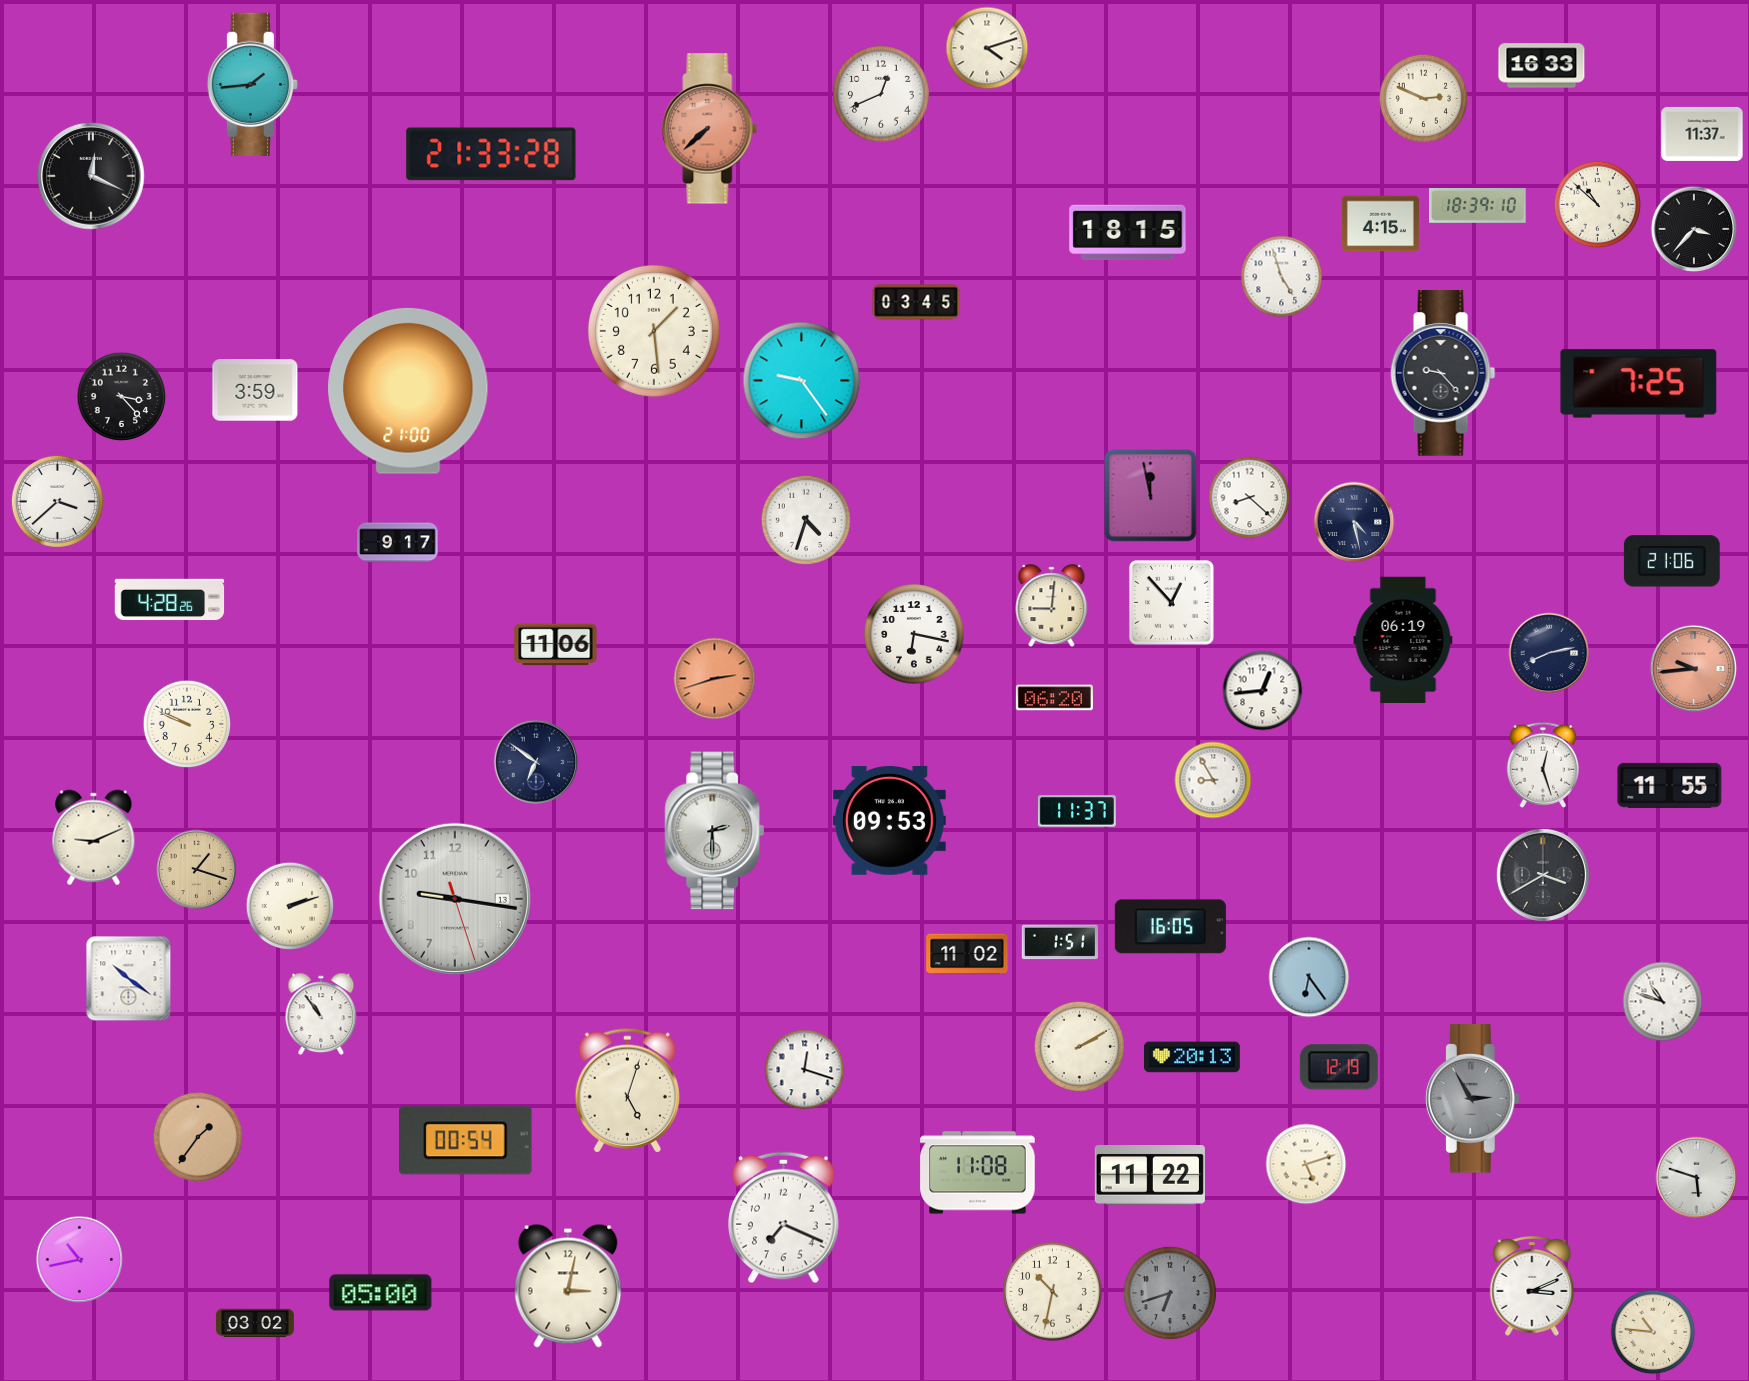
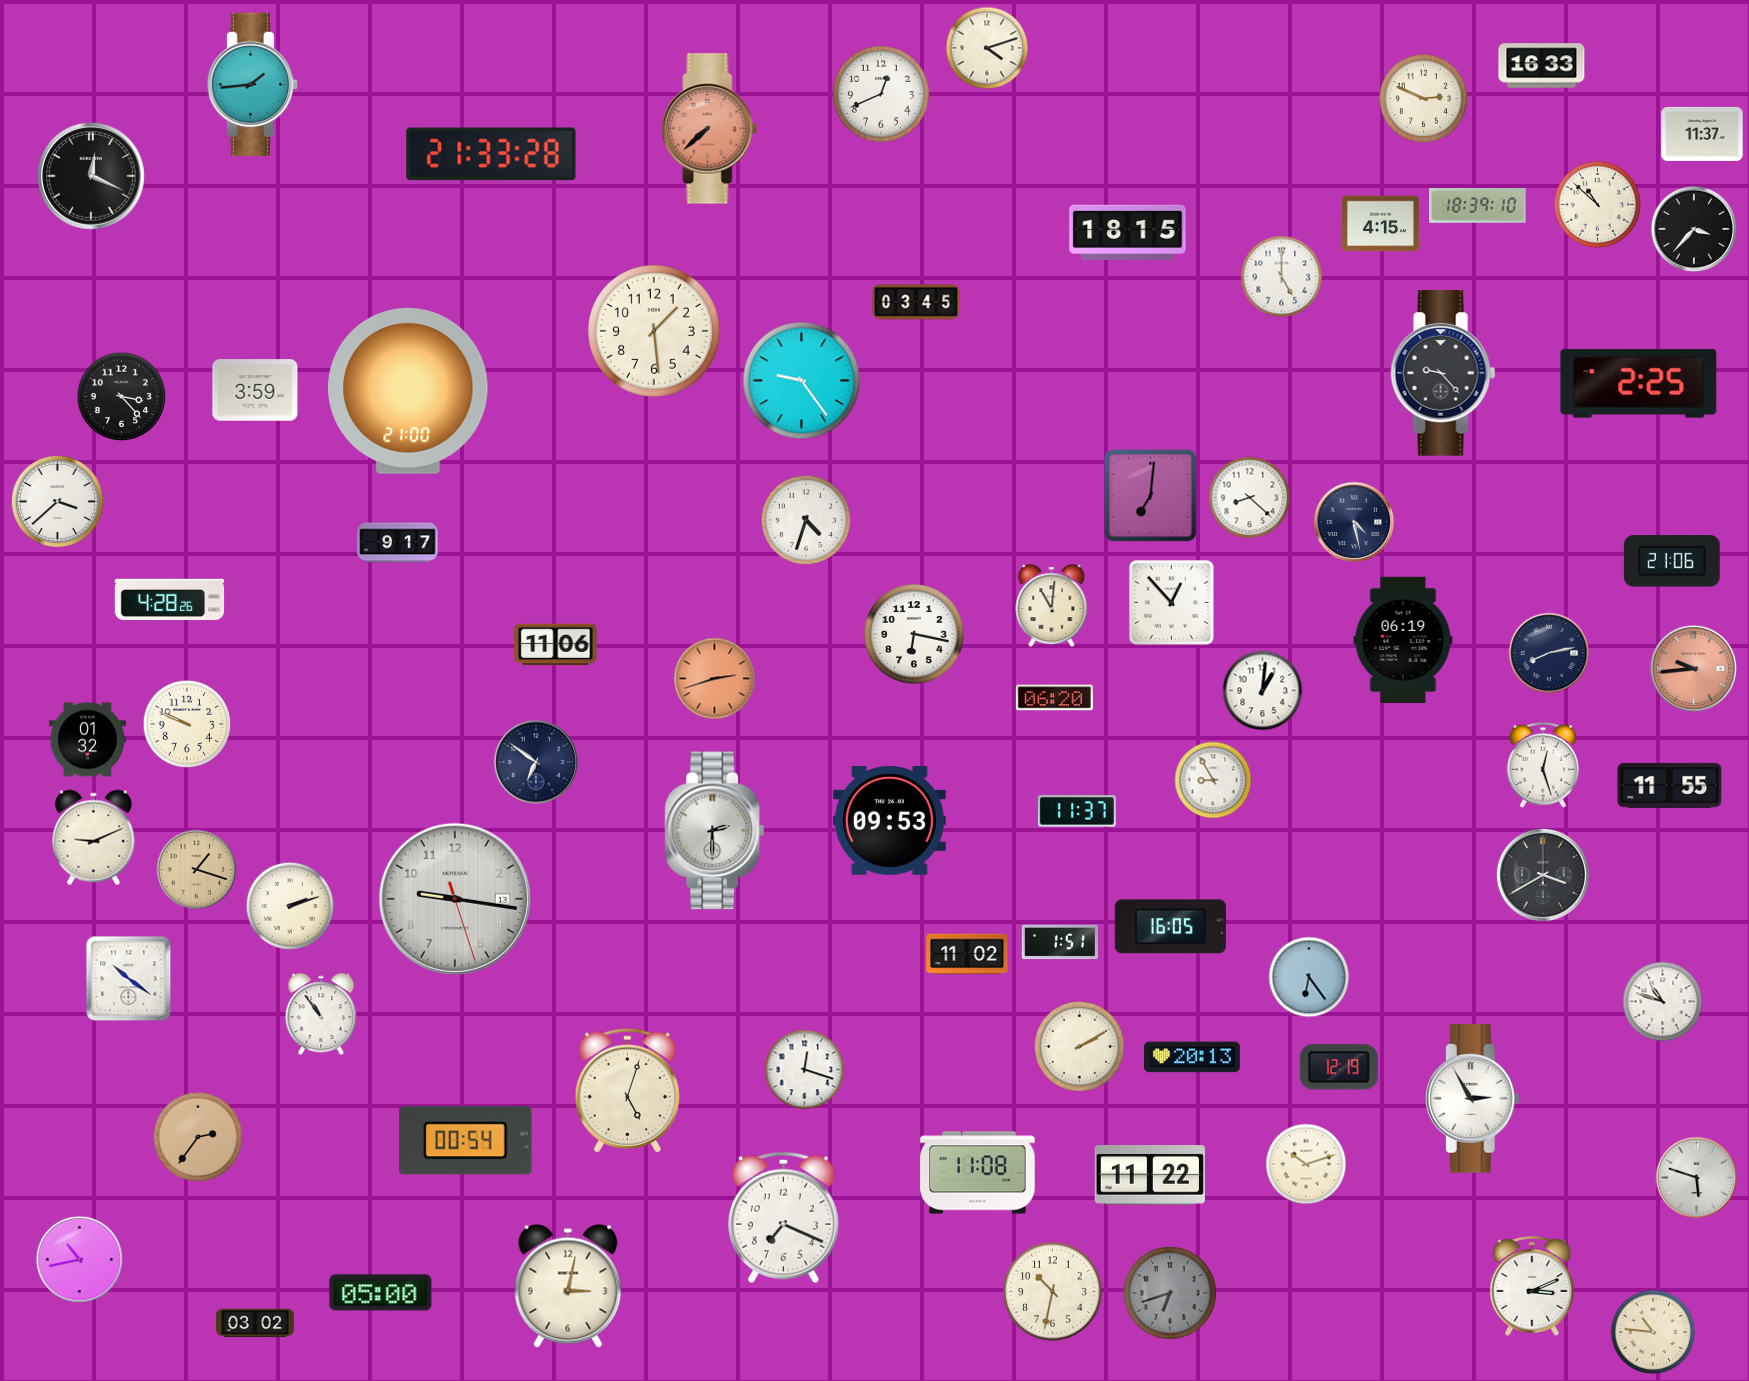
clock at (1282, 277): 4:57 -> 5:00
clock at (1639, 384): 7:25 -> 2:25
clock at (1151, 496): 11:58 -> 7:01
clock at (1052, 606): 9:01 -> 11:01
clock at (1263, 691): 12:44 -> 1:01
clock at (87, 740): none -> 01:32
clock at (1472, 1099) dial: grey -> white
clock at (197, 1136): 1:36 -> 2:36
clock at (1306, 1164): 5:12 -> 10:12
